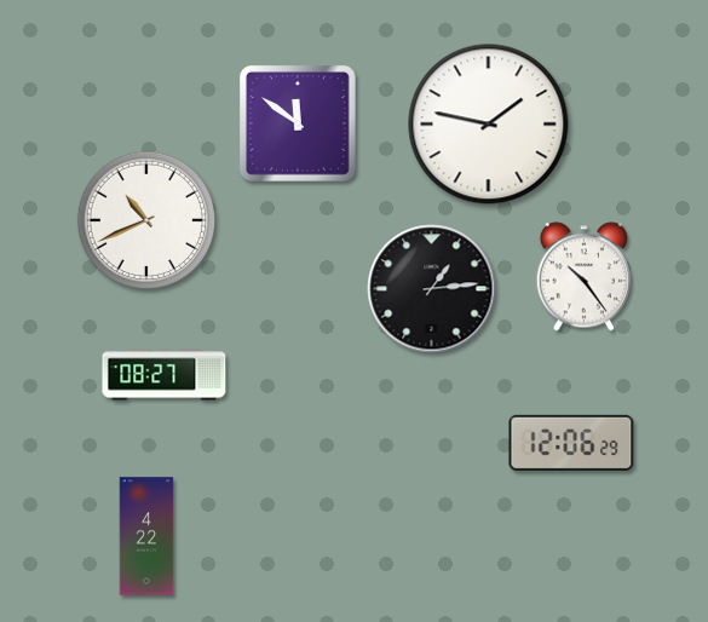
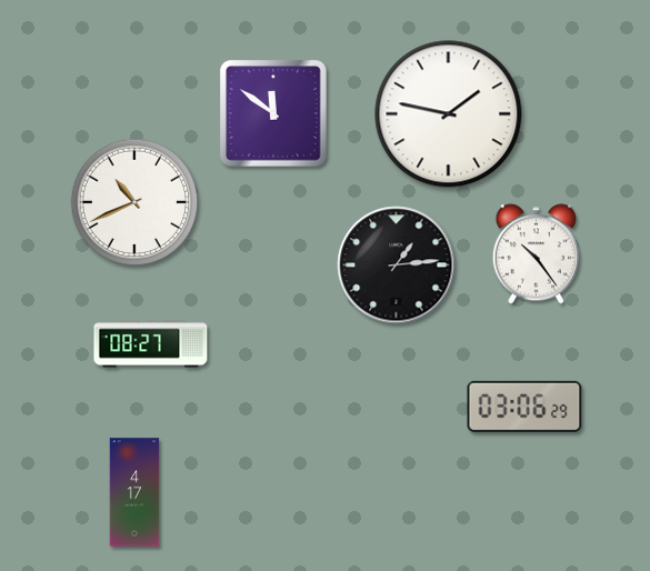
clock at (571, 443): 12:06 -> 03:06
clock at (146, 536): 4:22 -> 4:17
